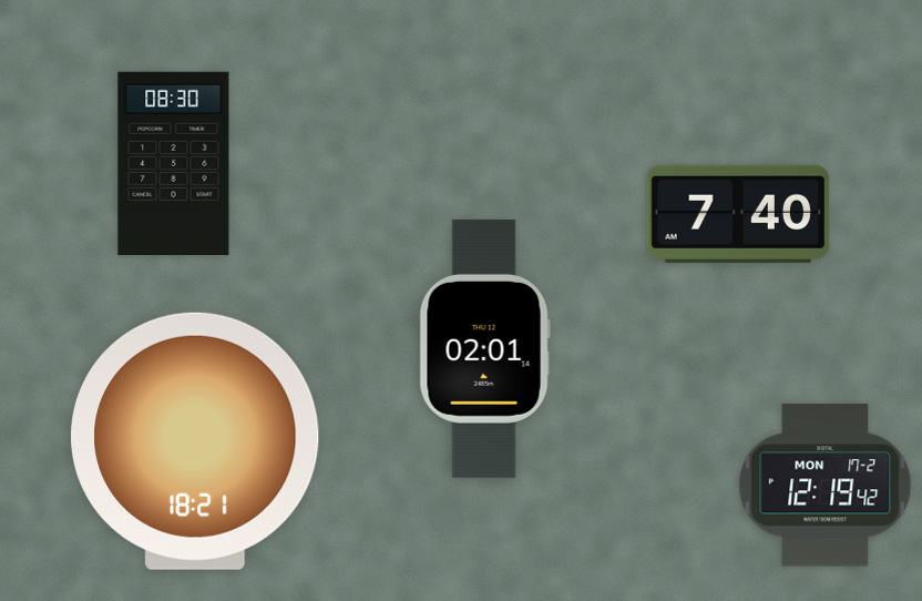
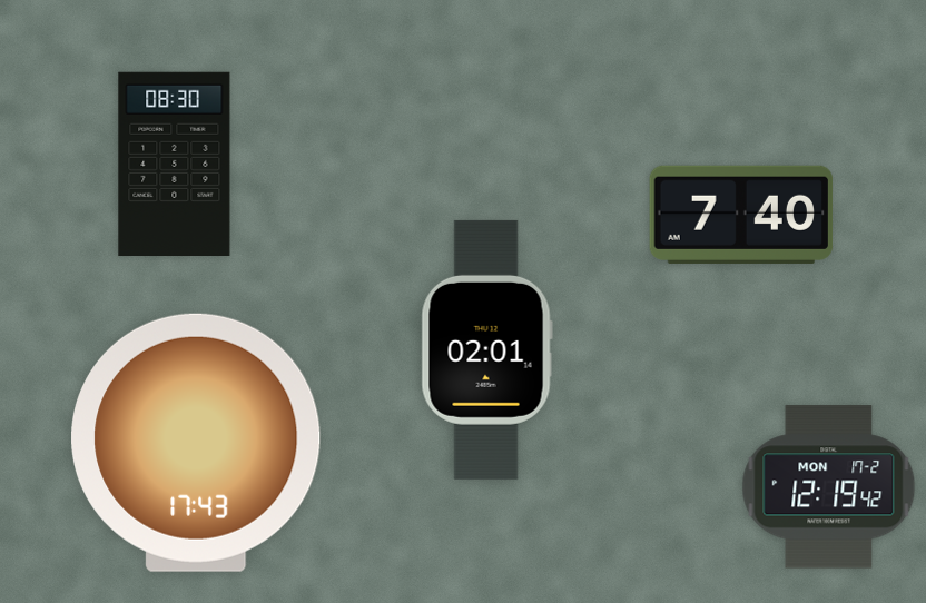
clock at (195, 441): 18:21 -> 17:43
